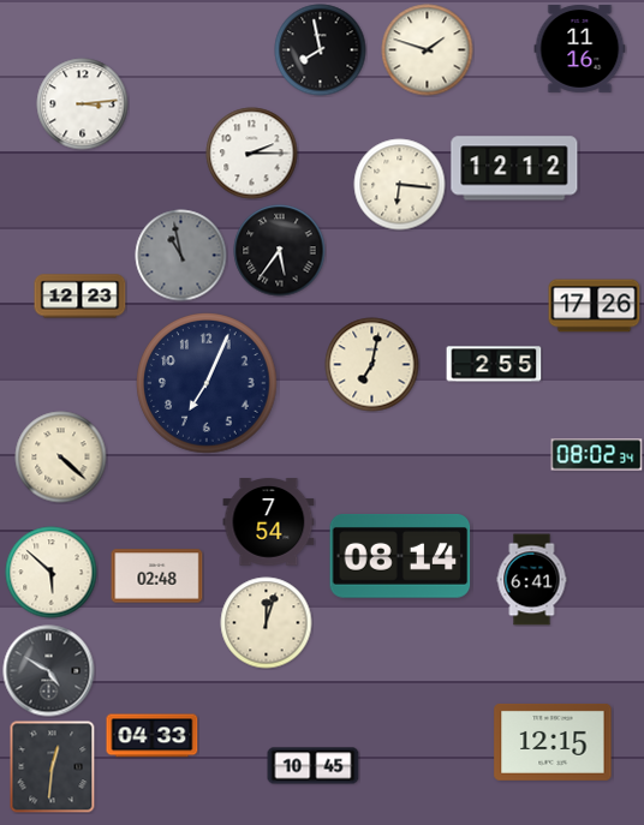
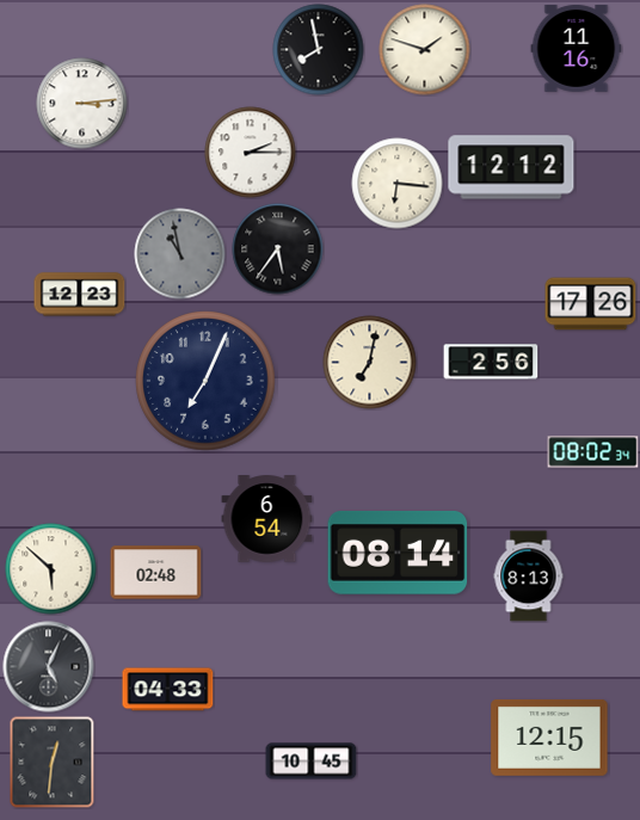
clock at (494, 364): 2:55 -> 2:56
clock at (61, 458): 4:22 -> none
clock at (269, 522): 7:54 -> 6:54
clock at (532, 580): 6:41 -> 8:13
clock at (267, 623): 12:03 -> none
clock at (49, 671): 4:50 -> 5:04
clock at (153, 736) position: (153, 736) -> (168, 690)
